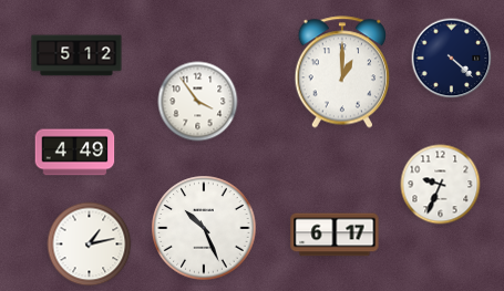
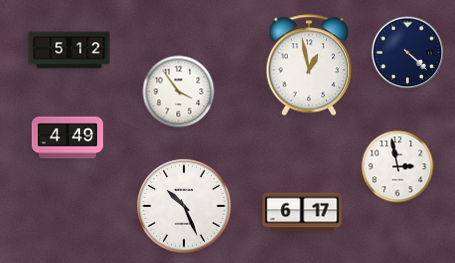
clock at (342, 72): 1:00 -> 12:58
clock at (441, 185): 9:34 -> 2:58
clock at (90, 245): 1:13 -> none
